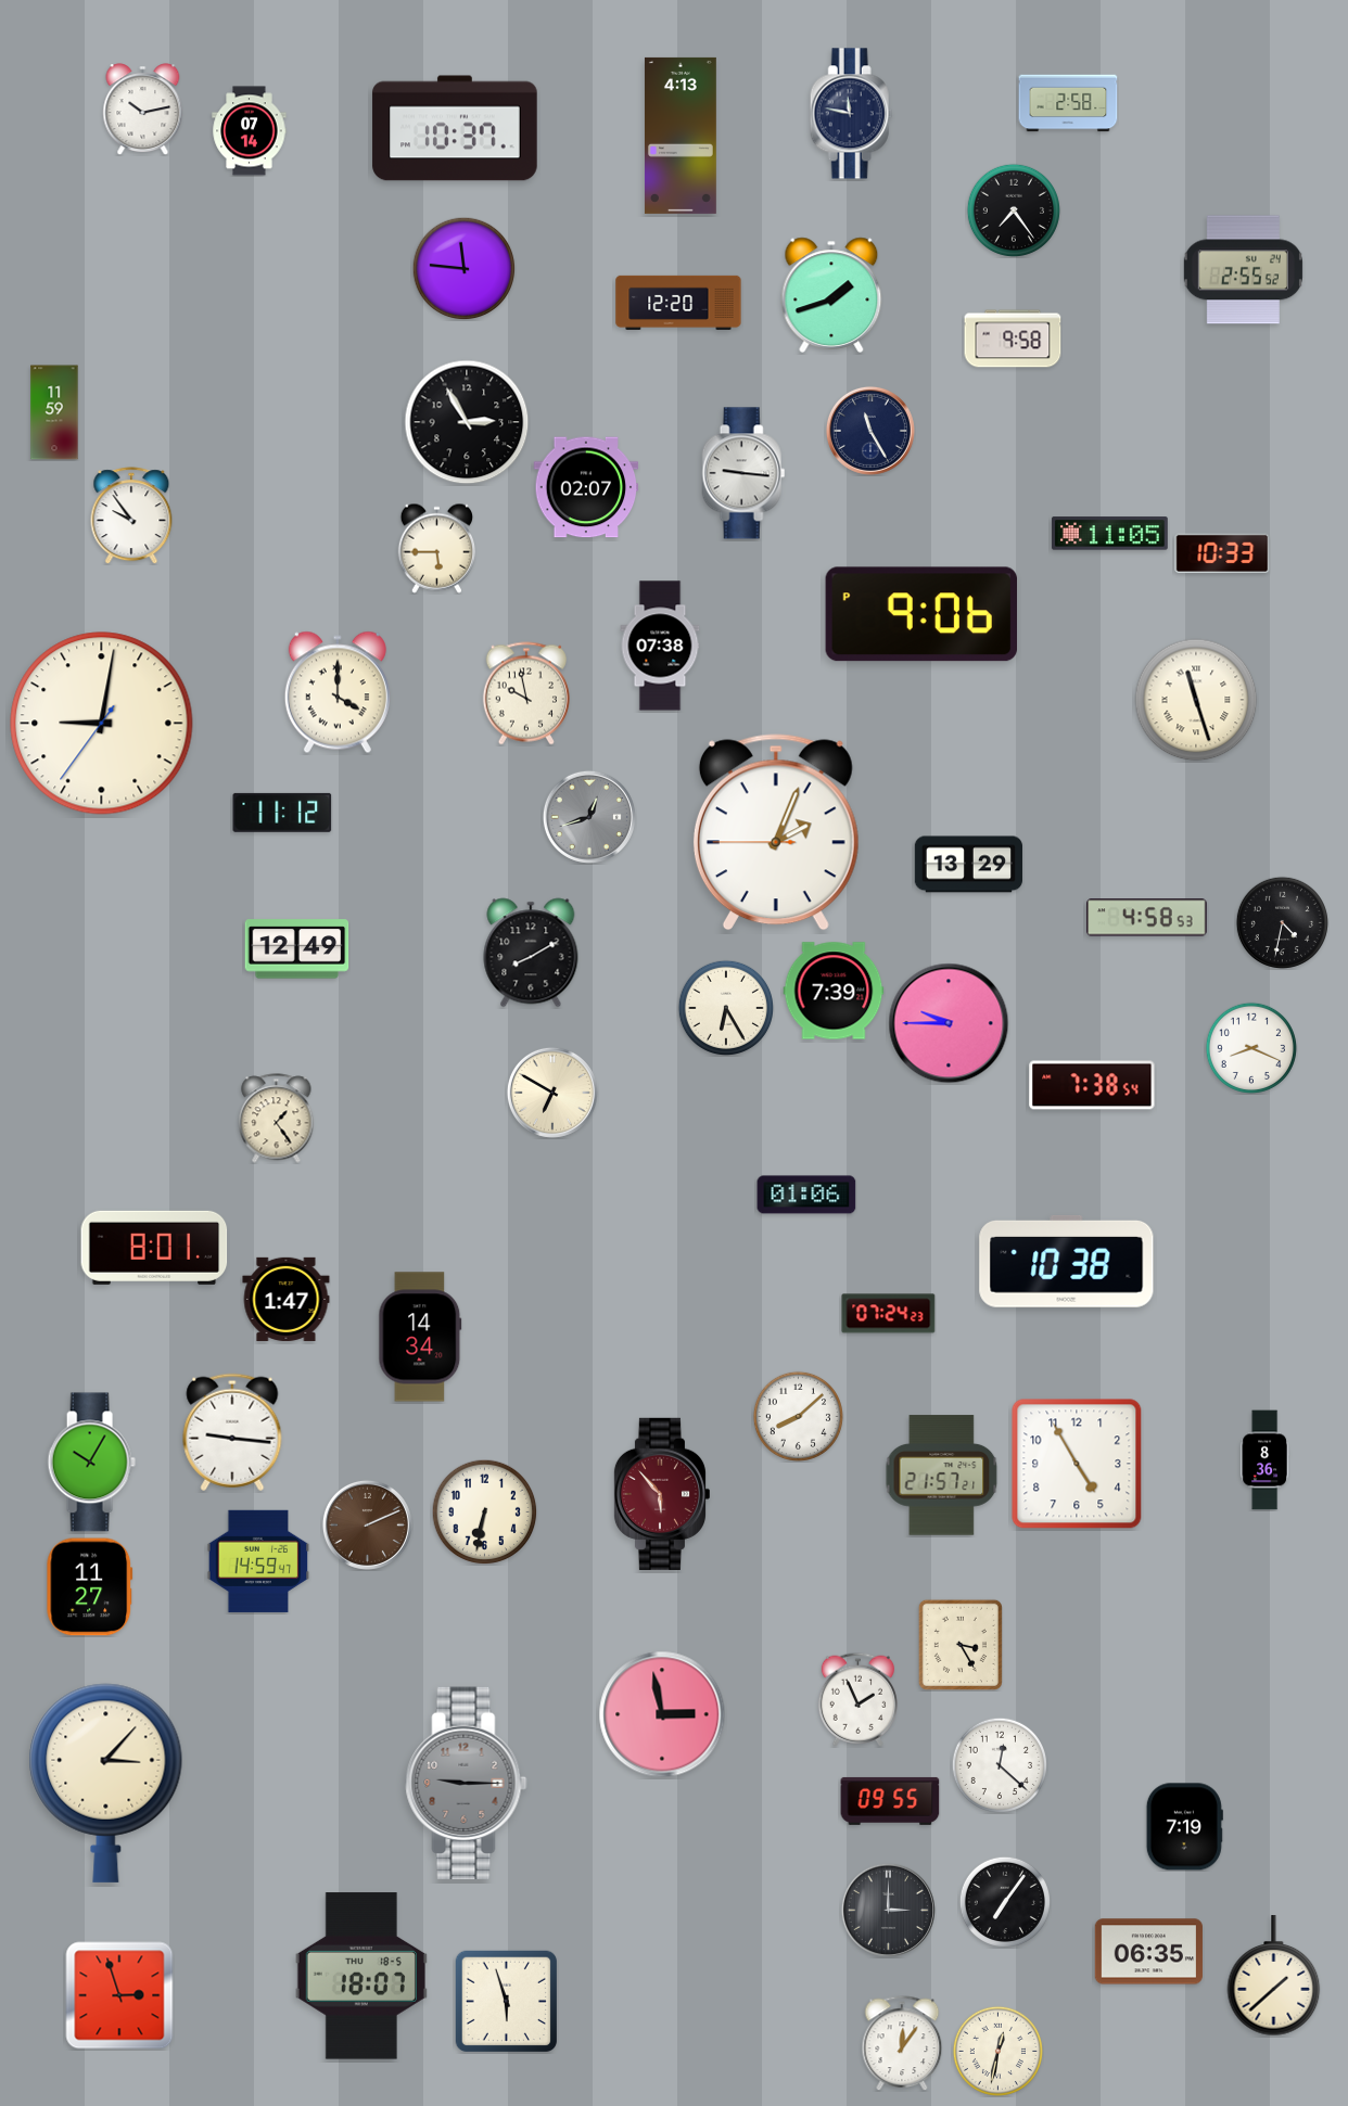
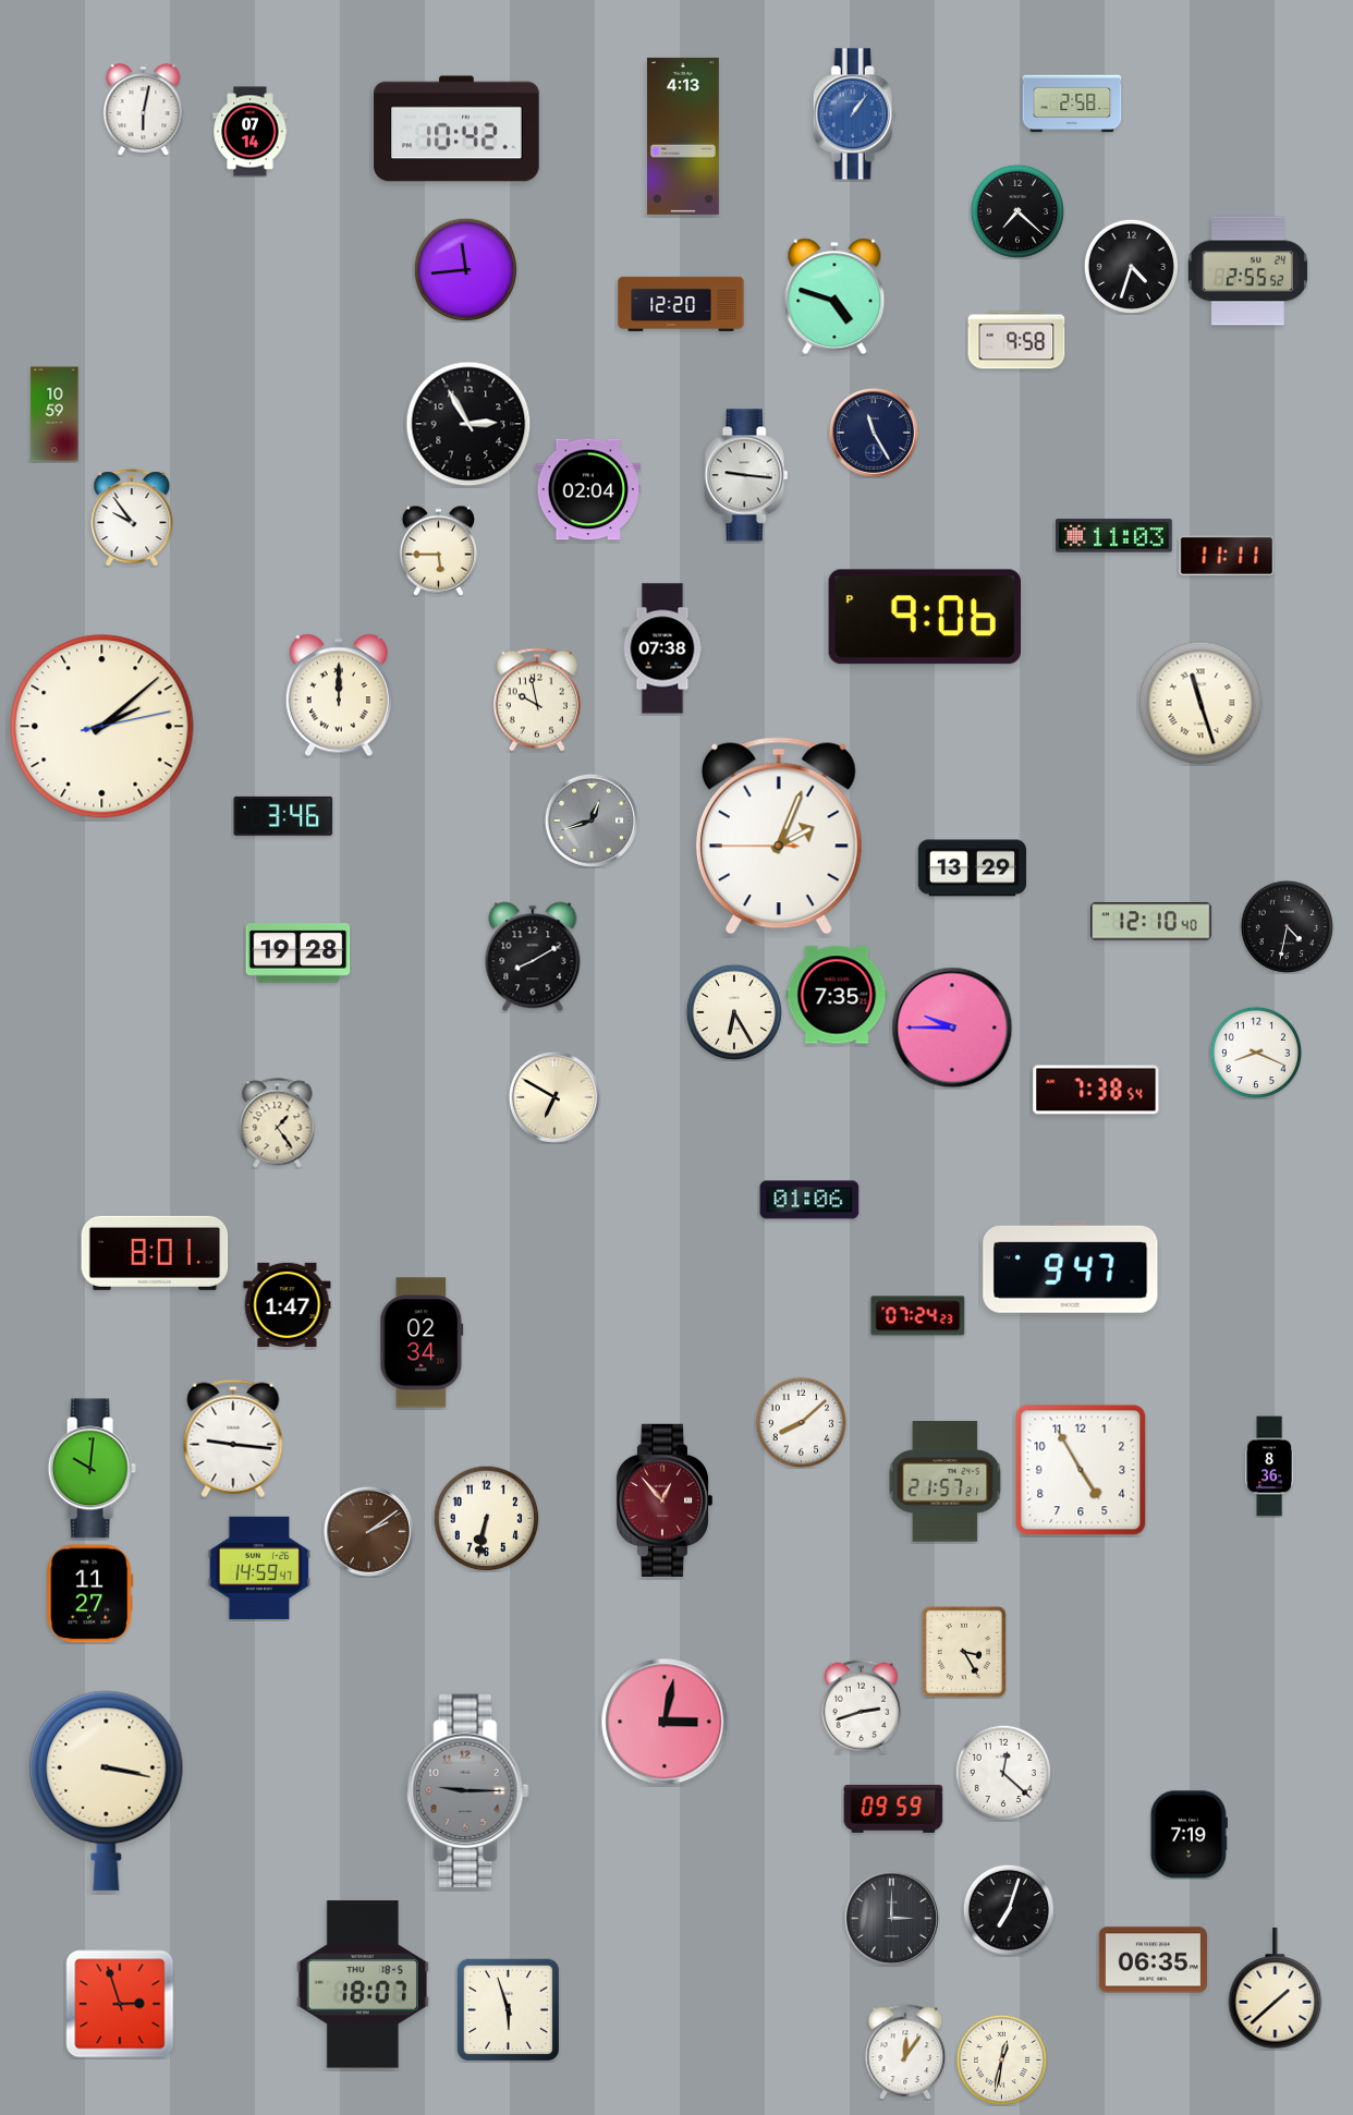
clock at (143, 110): 10:13 -> 6:02
clock at (851, 114): 11:47 -> 1:06
clock at (851, 114) dial: navy -> blue
clock at (455, 128): 10:37 -> 10:42
clock at (1013, 209): 7:24 -> 7:22
clock at (1131, 266): none -> 4:33
clock at (463, 268): 11:46 -> 11:44
clock at (831, 294): 1:42 -> 4:48
clock at (54, 412): 11:59 -> 10:59
clock at (586, 487): 02:07 -> 02:04
clock at (1109, 534): 11:05 -> 11:03
clock at (1222, 553): 10:33 -> 11:11
clock at (338, 692): 4:00 -> 12:00
clock at (526, 693) position: (526, 693) -> (537, 700)
clock at (102, 724): 9:01 -> 2:08
clock at (282, 813): 11:12 -> 3:46
clock at (1147, 918): 4:58 -> 12:10
clock at (297, 949): 12:49 -> 19:28
clock at (834, 991): 7:39 -> 7:35
clock at (725, 1007) position: (725, 1007) -> (733, 1011)
clock at (1067, 1261): 10:38 -> 9:47
clock at (889, 1314) position: (889, 1314) -> (918, 1316)
clock at (420, 1337): 14:34 -> 02:34
clock at (91, 1463): 10:05 -> 10:01
clock at (661, 1494): 5:53 -> 12:53
clock at (367, 1524): 2:11 -> 2:09
clock at (857, 1699): 1:56 -> 2:42
clock at (662, 1714): 2:58 -> 3:02
clock at (106, 1783): 3:07 -> 3:17
clock at (890, 1801): 09:55 -> 09:59
clock at (1005, 1902): 7:06 -> 7:03
clock at (1274, 1976) position: (1274, 1976) -> (1276, 1989)
